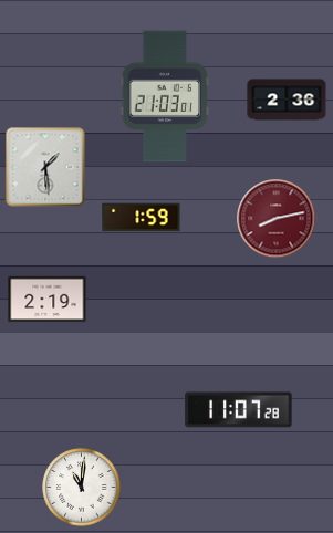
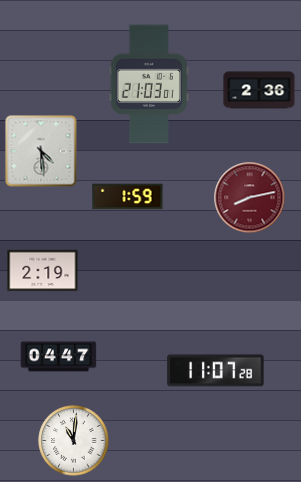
clock at (164, 96) position: (164, 96) -> (148, 84)
clock at (45, 167): 1:29 -> 4:29
clock at (59, 357): none -> 04:47
